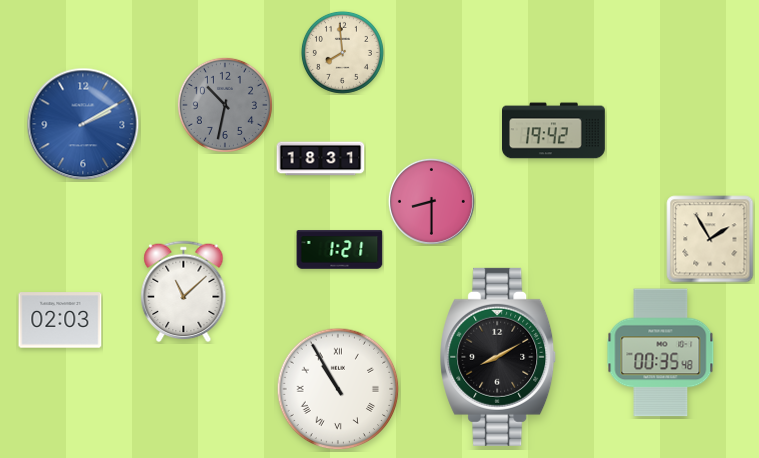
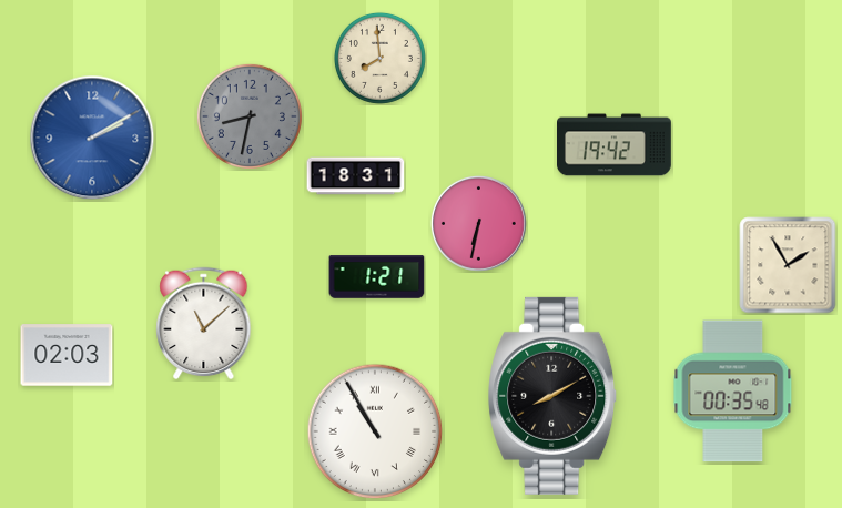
clock at (225, 105): 10:32 -> 8:32
clock at (431, 201): 8:30 -> 6:32
